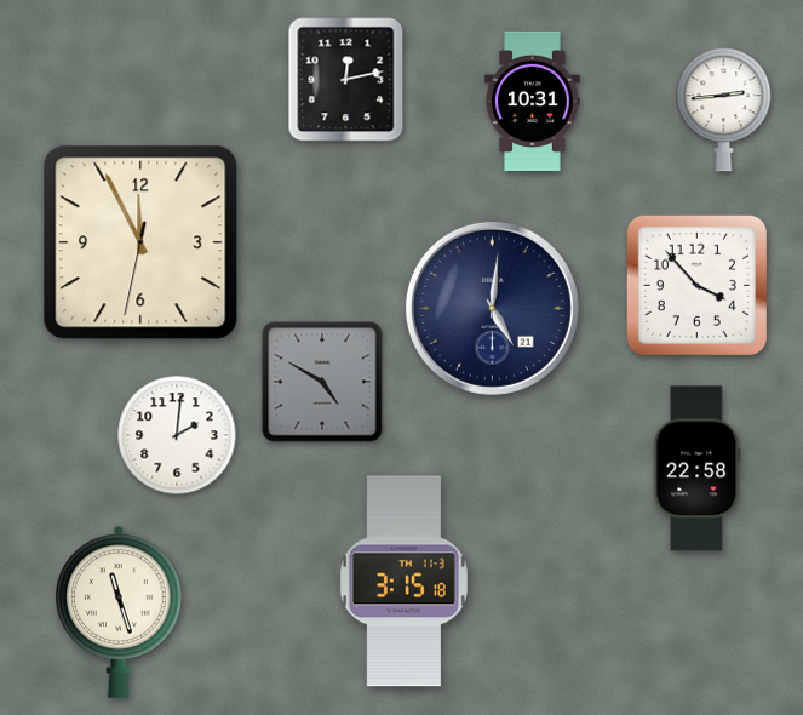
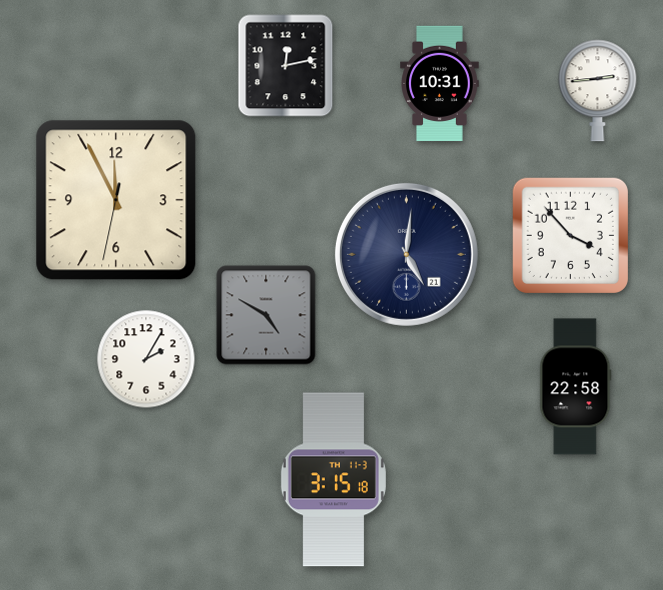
clock at (696, 285) position: (696, 285) -> (570, 235)
clock at (177, 435): 2:01 -> 2:05
clock at (120, 612): 11:27 -> none
